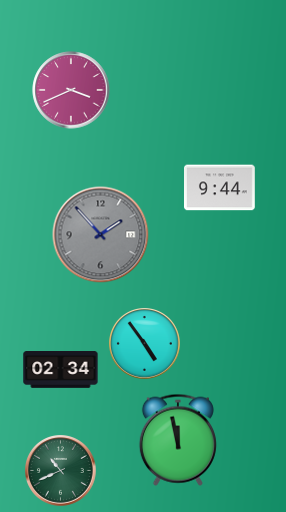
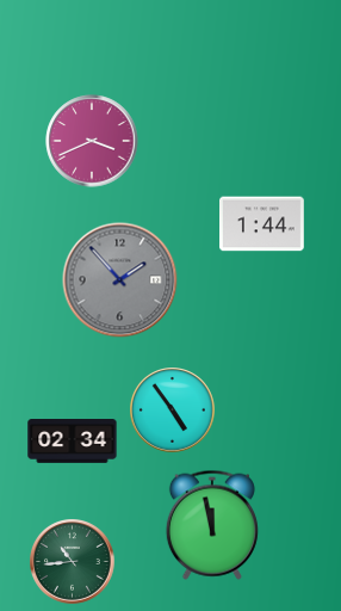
clock at (71, 90) position: (71, 90) -> (92, 141)
clock at (220, 188): 9:44 -> 1:44
clock at (61, 471): 10:41 -> 10:44
